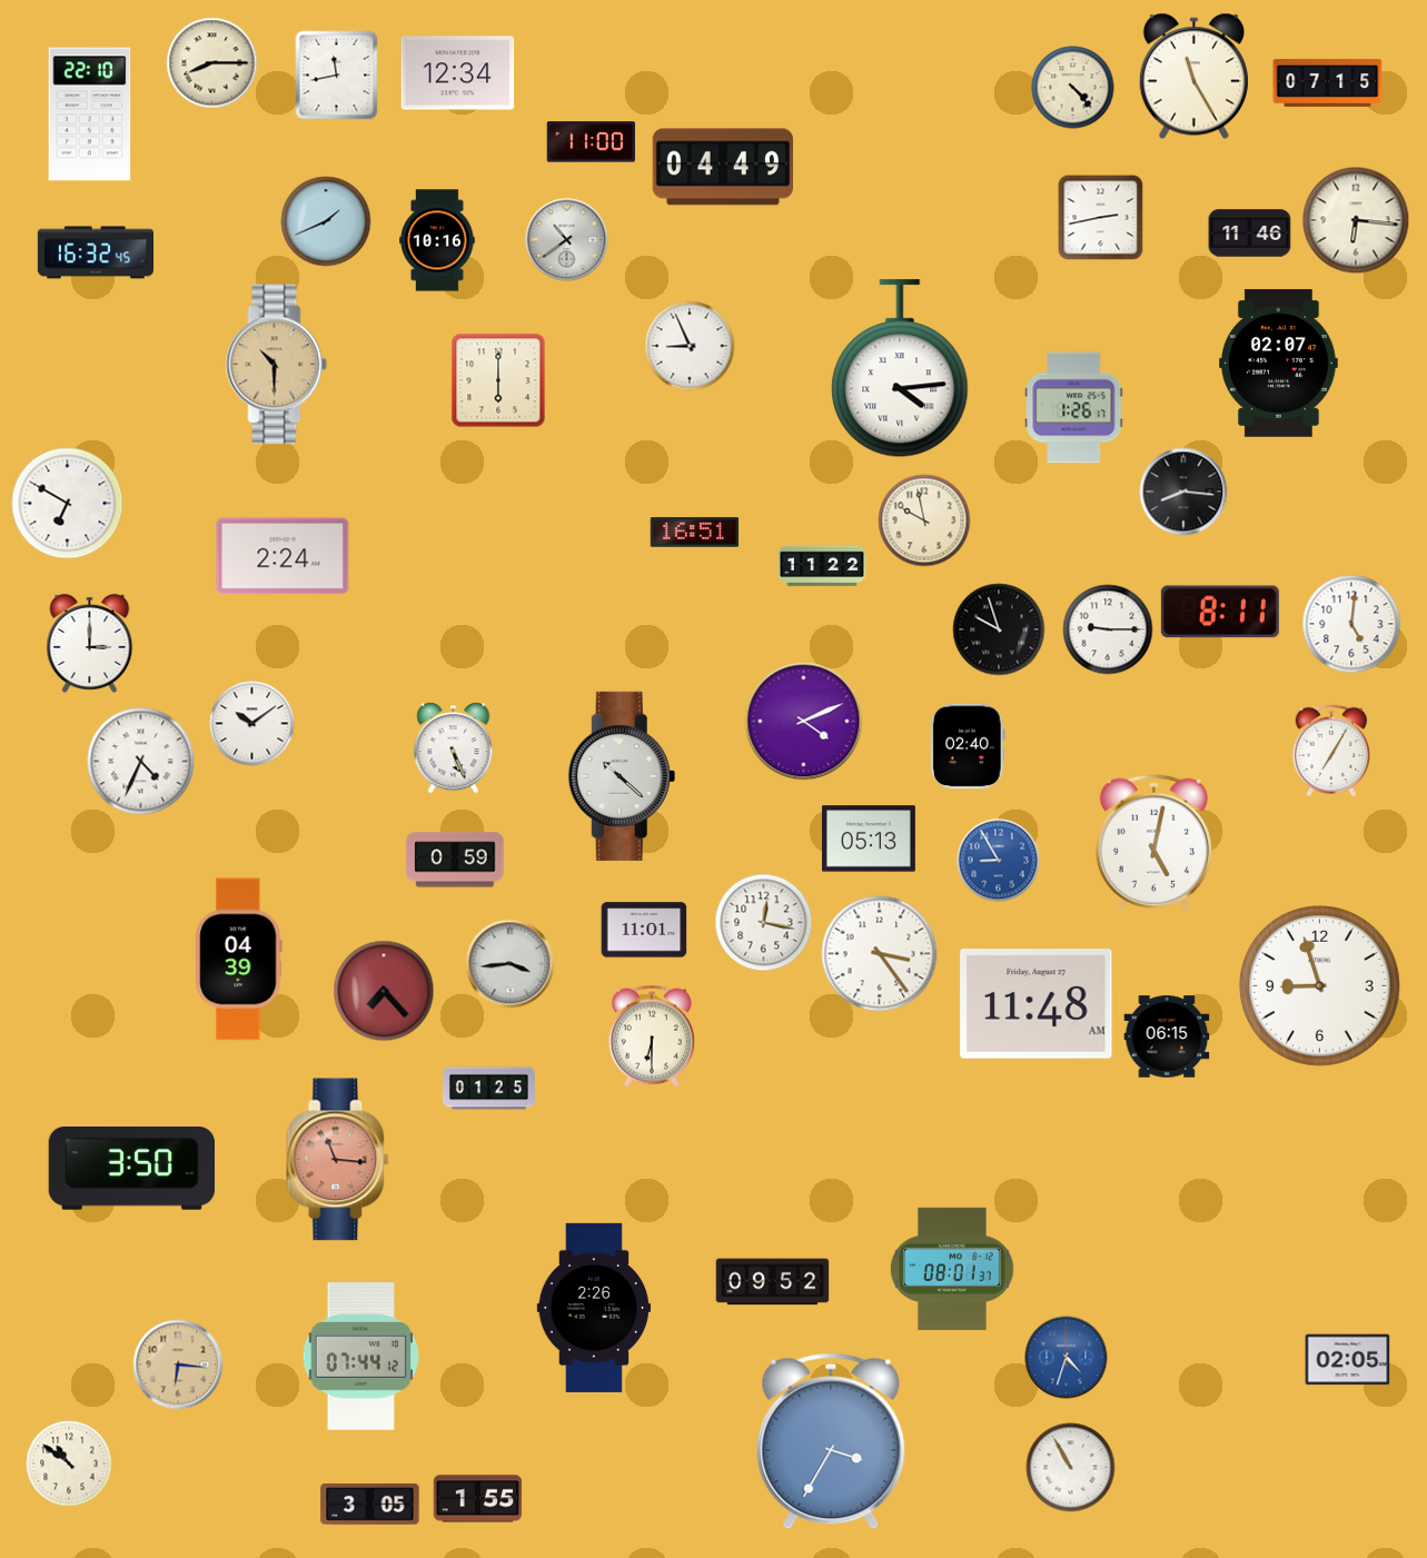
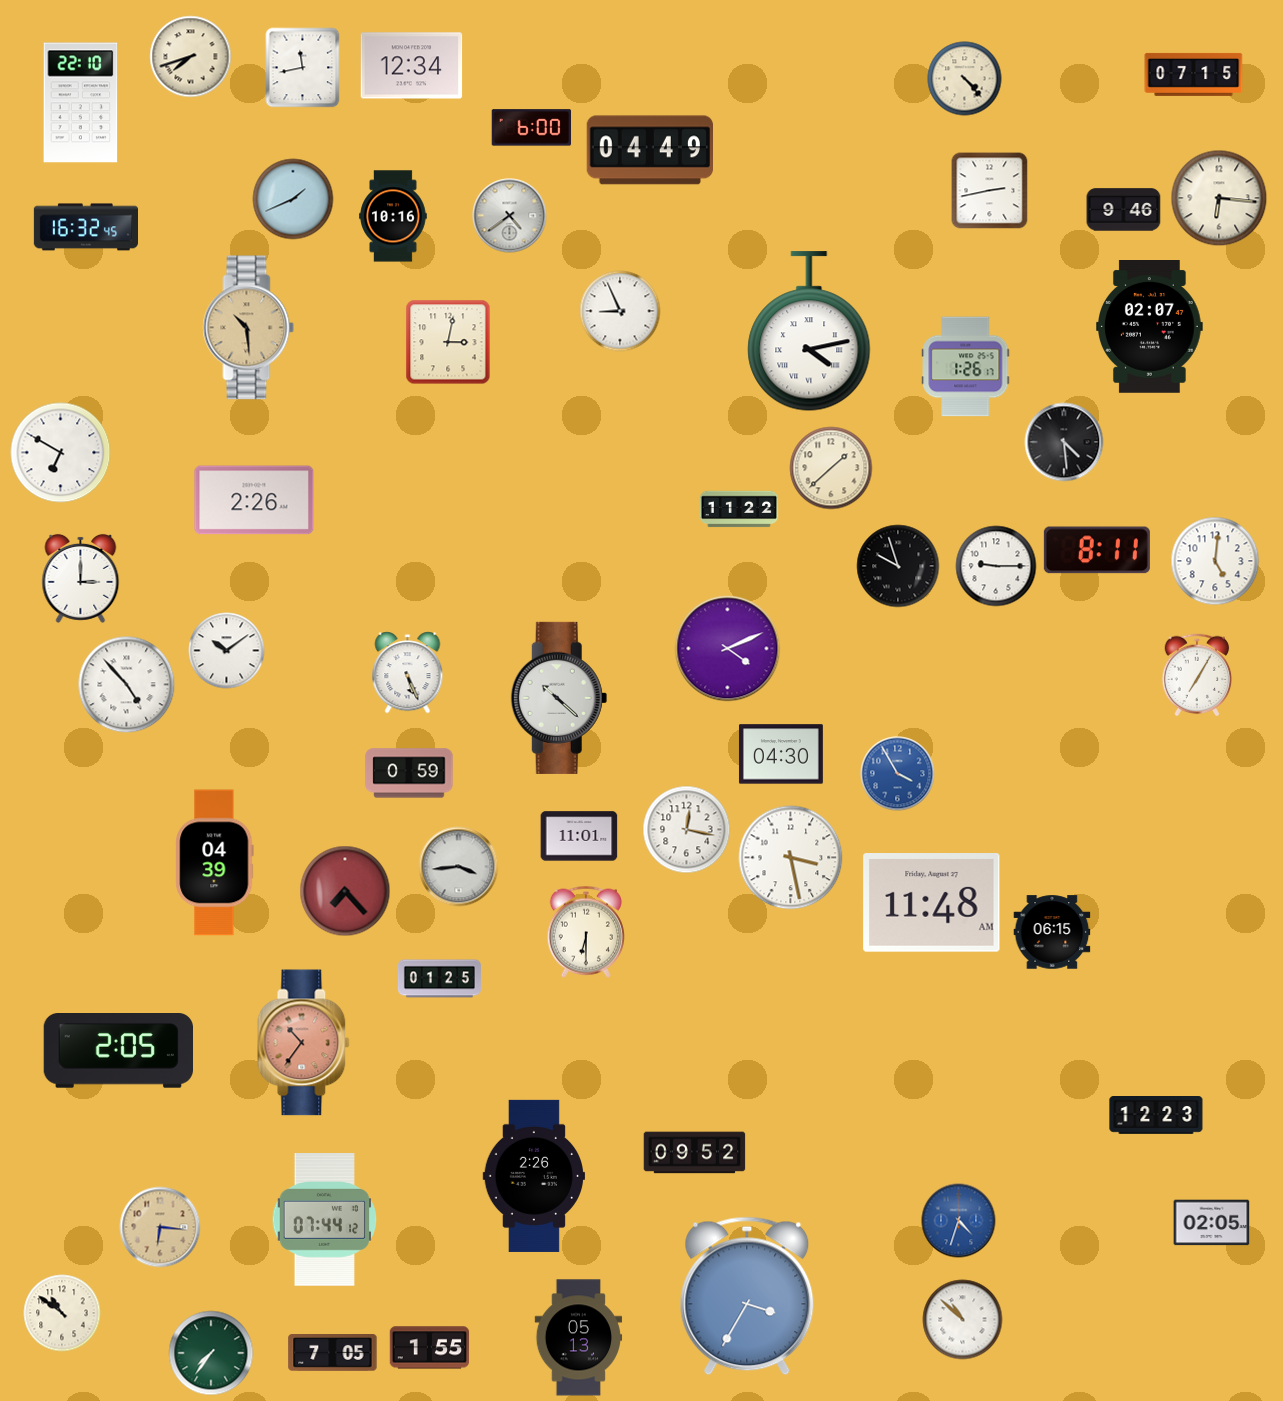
clock at (212, 63): 8:15 -> 7:42
clock at (1193, 77): 11:25 -> none
clock at (591, 142): 11:00 -> 6:00
clock at (1101, 218) position: (1101, 218) -> (990, 191)
clock at (1250, 234): 11:46 -> 9:46
clock at (567, 240): 10:39 -> 4:39
clock at (277, 365): 10:30 -> 10:29
clock at (900, 369): 4:14 -> 4:13
clock at (498, 380): 6:00 -> 3:02
clock at (1183, 492): 8:16 -> 4:29
clock at (924, 520): 9:58 -> 1:38
clock at (695, 533): 16:51 -> none
clock at (283, 556): 2:24 -> 2:26
clock at (804, 722) position: (804, 722) -> (728, 649)
clock at (968, 746): 02:40 -> none
clock at (141, 762): 4:34 -> 4:53
clock at (869, 838): 05:13 -> 04:30
clock at (1153, 843): 5:02 -> none
clock at (999, 861): 8:55 -> 3:55
clock at (880, 954): 3:24 -> 3:28
clock at (1319, 985): 8:57 -> none
clock at (1167, 1036) position: (1167, 1036) -> (1052, 932)
clock at (338, 1160): 11:16 -> 10:36
clock at (131, 1169): 3:50 -> 2:05
clock at (1156, 1116): none -> 12:23
clock at (953, 1269): 08:01 -> none
clock at (69, 1463) position: (69, 1463) -> (62, 1313)
clock at (1071, 1468): 10:55 -> 10:52
clock at (579, 1338): none -> 05:13
clock at (211, 1353): none -> 7:36
clock at (370, 1505): 3:05 -> 7:05
